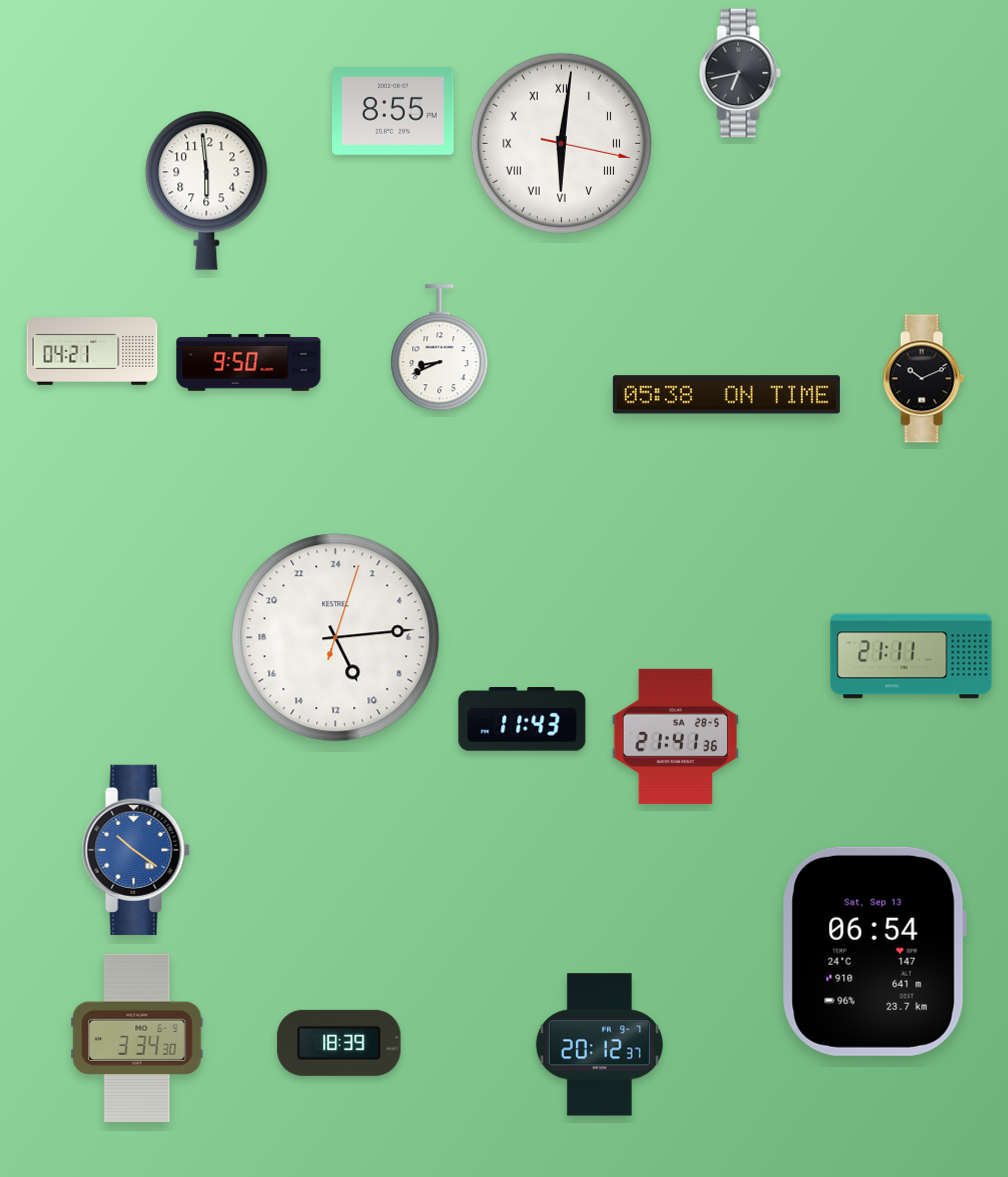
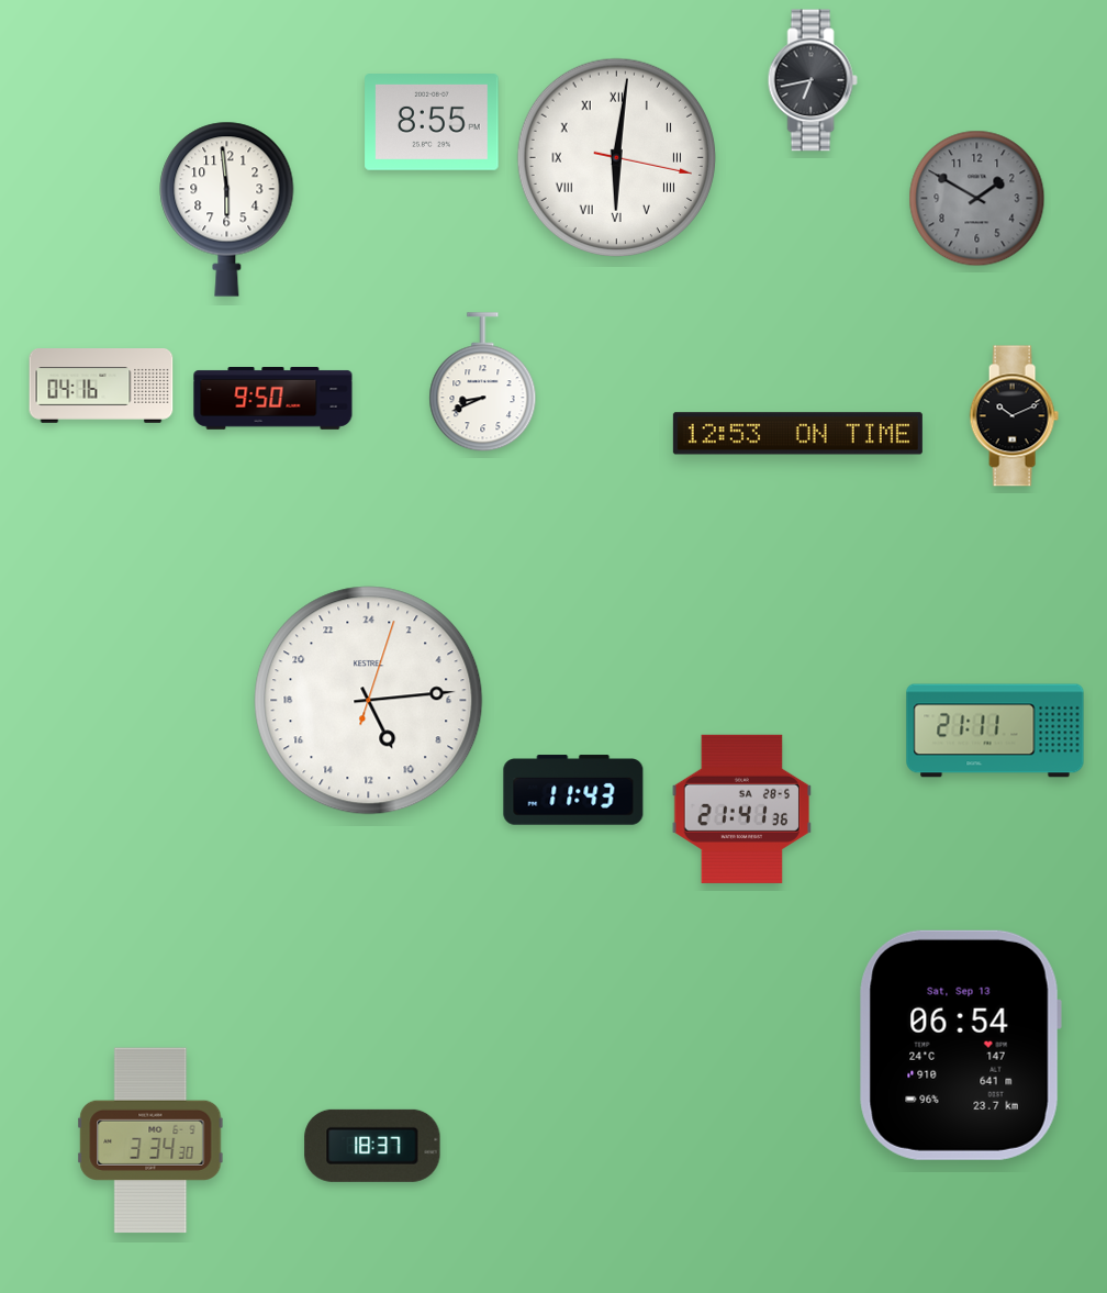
clock at (977, 199): none -> 1:50
clock at (92, 352): 04:21 -> 04:16
clock at (726, 395): 05:38 -> 12:53
clock at (911, 656) position: (911, 656) -> (995, 731)
clock at (136, 850): 10:21 -> none
clock at (339, 1043): 18:39 -> 18:37
clock at (599, 1045): 20:12 -> none
